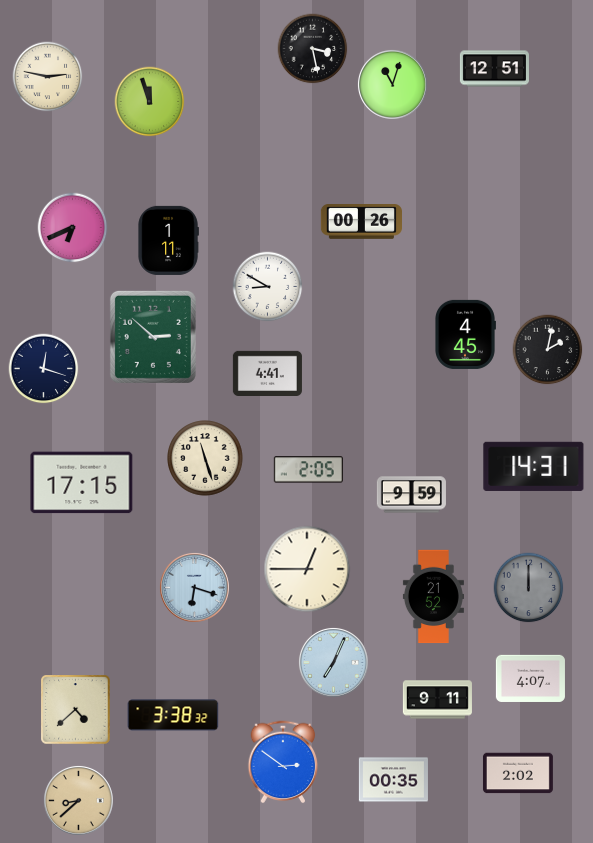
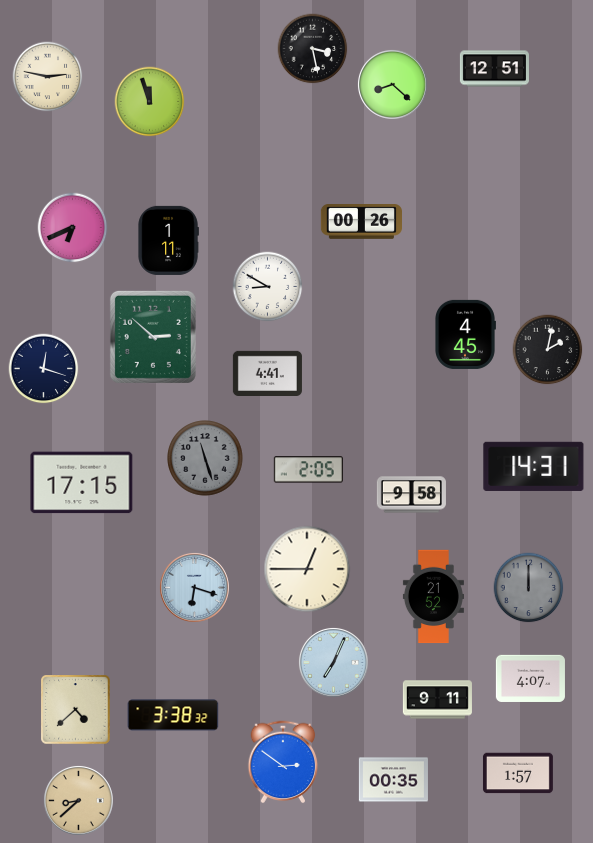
clock at (392, 84): 11:03 -> 8:22
clock at (205, 458) dial: cream -> grey
clock at (411, 495): 9:59 -> 9:58
clock at (518, 773): 2:02 -> 1:57
